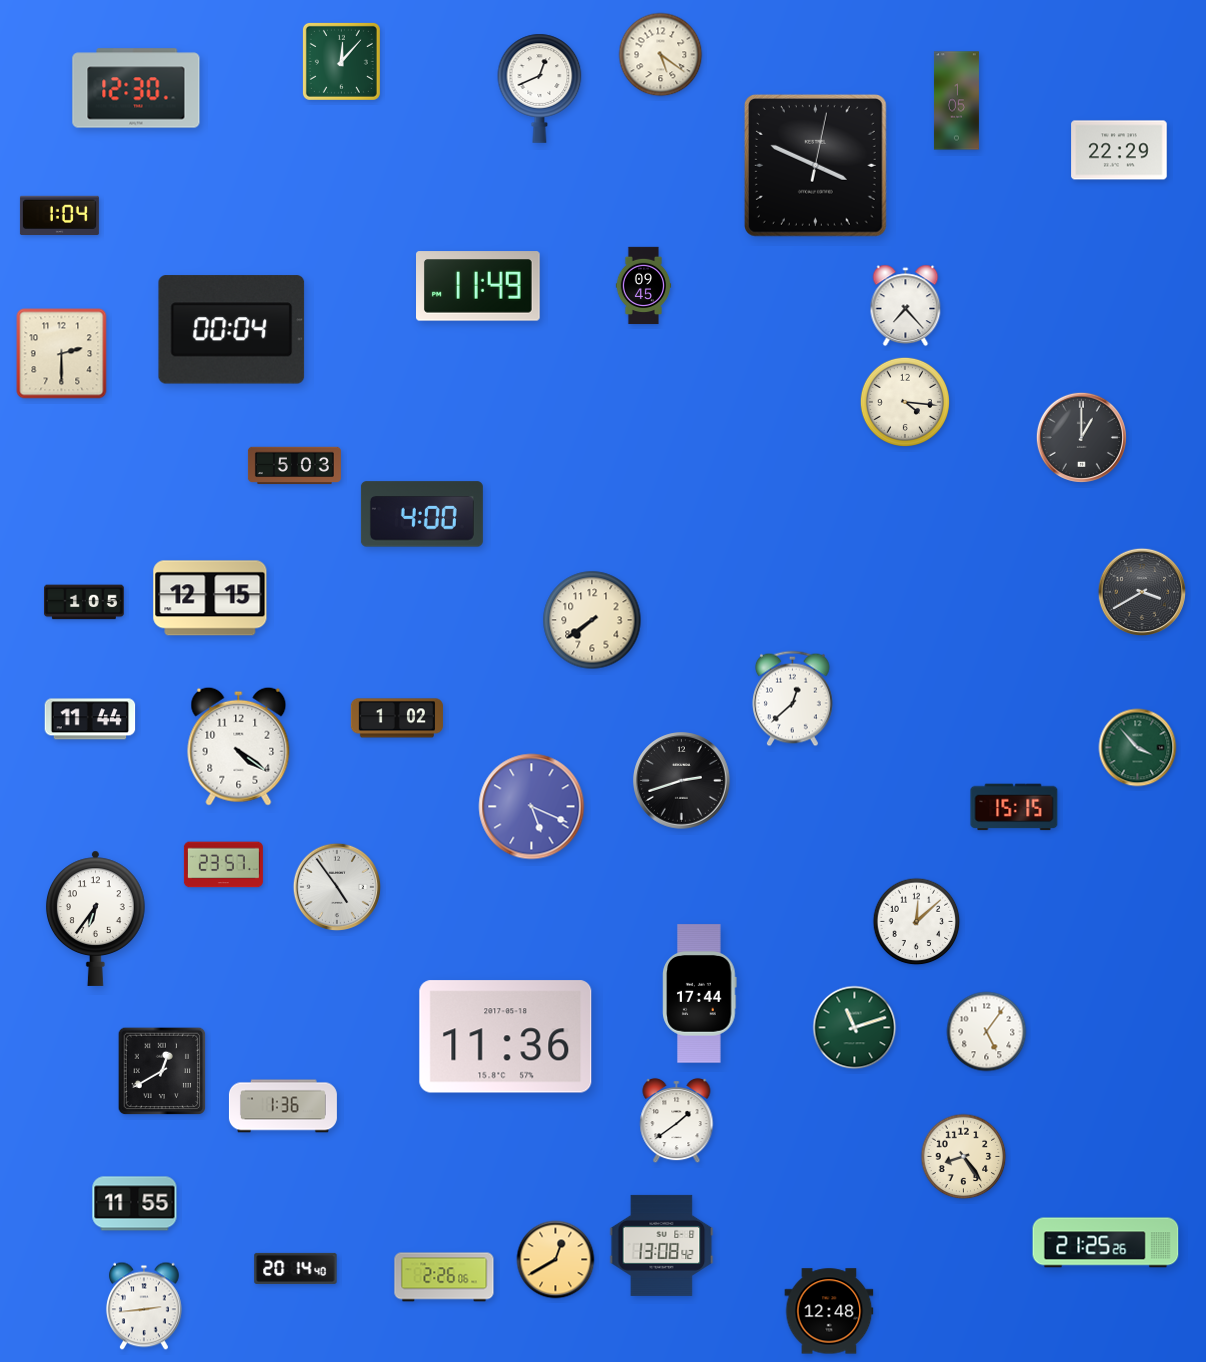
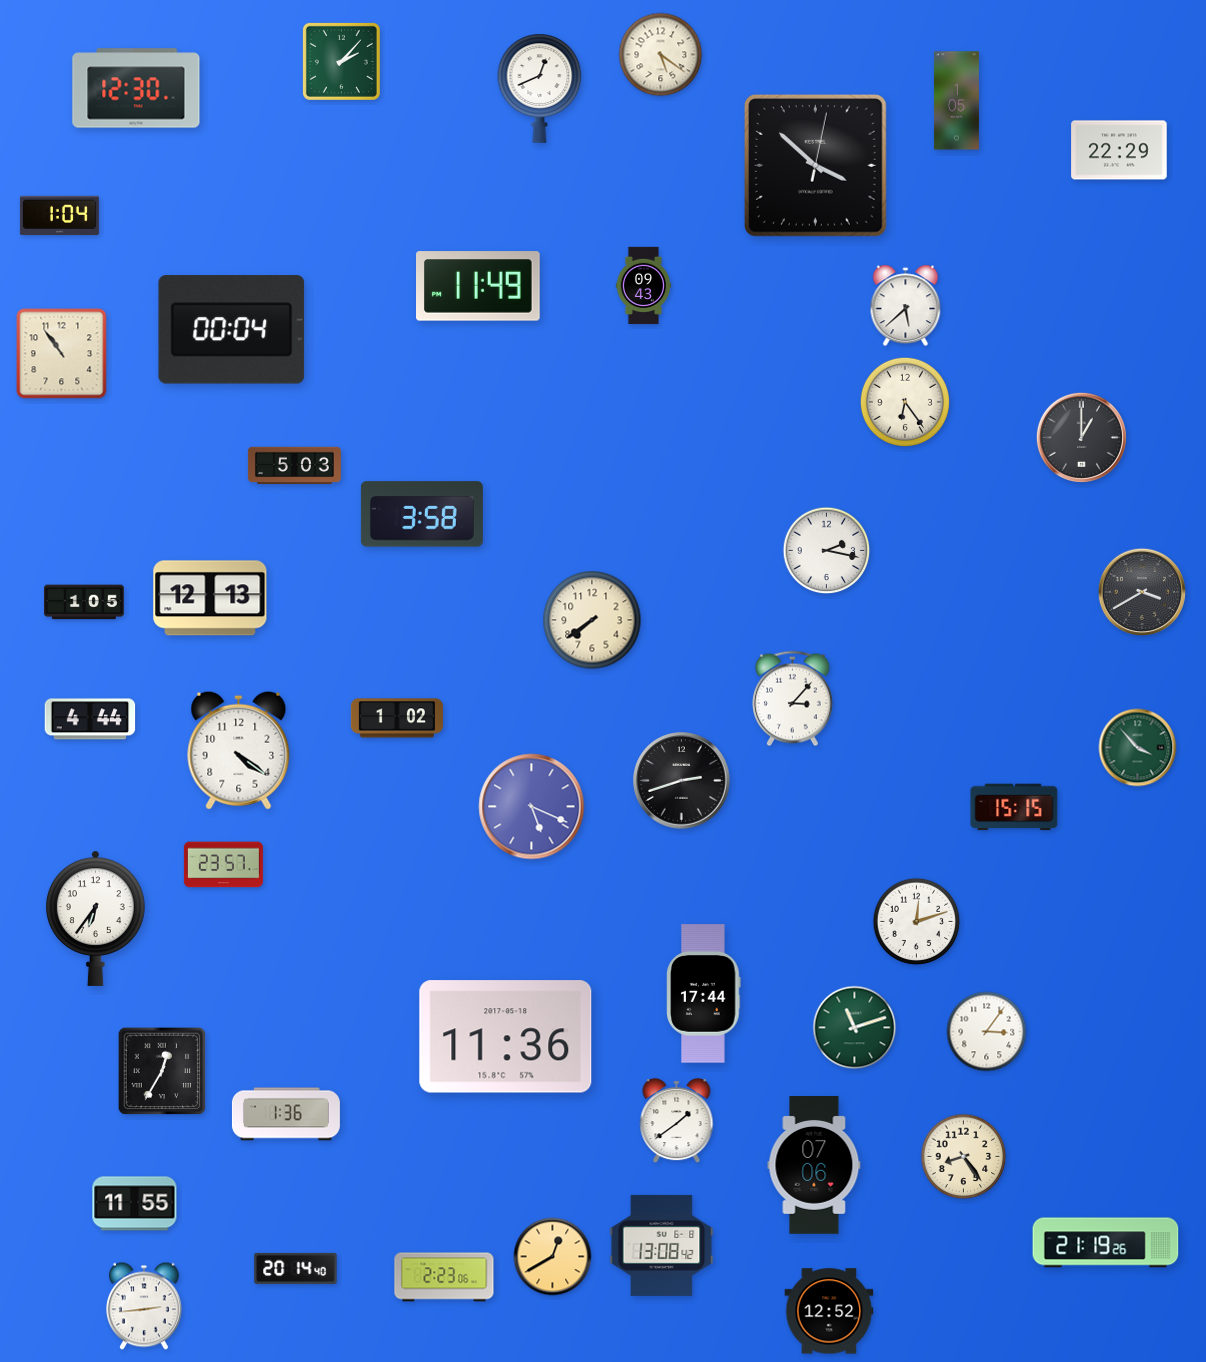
clock at (341, 61): 12:07 -> 2:07
clock at (815, 165): 3:49 -> 3:52
clock at (644, 286): 09:45 -> 09:43
clock at (906, 306): 7:23 -> 5:38
clock at (62, 354): 2:30 -> 10:54
clock at (905, 402): 4:16 -> 6:24
clock at (422, 514): 4:00 -> 3:58
clock at (827, 551): none -> 2:17
clock at (210, 598): 12:15 -> 12:13
clock at (793, 699): 12:38 -> 3:07
clock at (90, 719): 11:44 -> 4:44
clock at (239, 746) position: (239, 746) -> (239, 750)
clock at (336, 886): 4:54 -> none
clock at (917, 922): 12:08 -> 12:12
clock at (700, 994) position: (700, 994) -> (704, 994)
clock at (987, 1032): 5:06 -> 3:06
clock at (162, 1071): 12:40 -> 12:35
clock at (283, 1106) position: (283, 1106) -> (286, 1114)
clock at (814, 1165): none -> 07:06
clock at (1106, 1243): 21:25 -> 21:19
clock at (556, 1260) position: (556, 1260) -> (553, 1257)
clock at (444, 1277): 2:26 -> 2:23
clock at (829, 1311): 12:48 -> 12:52
